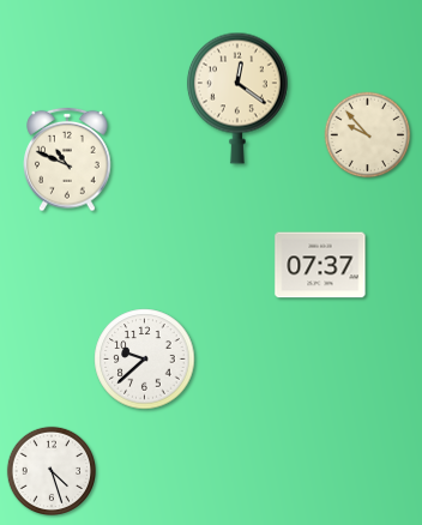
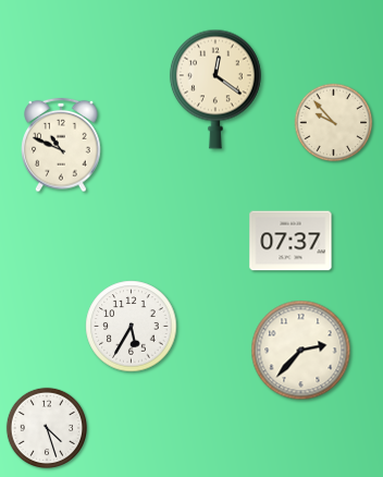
clock at (145, 360): 9:38 -> 5:35
clock at (301, 351): none -> 2:37
